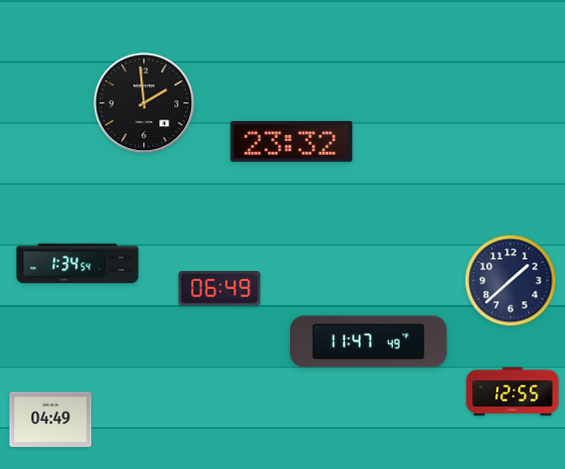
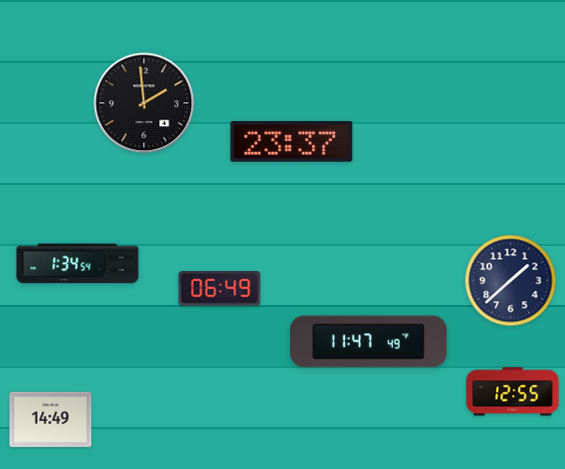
clock at (292, 142): 23:32 -> 23:37
clock at (51, 419): 04:49 -> 14:49
